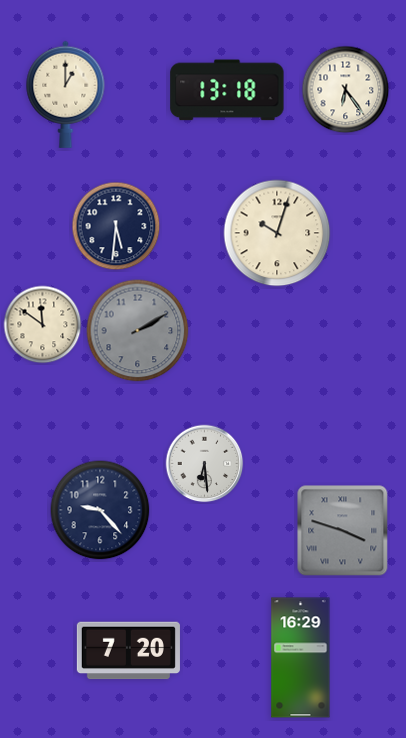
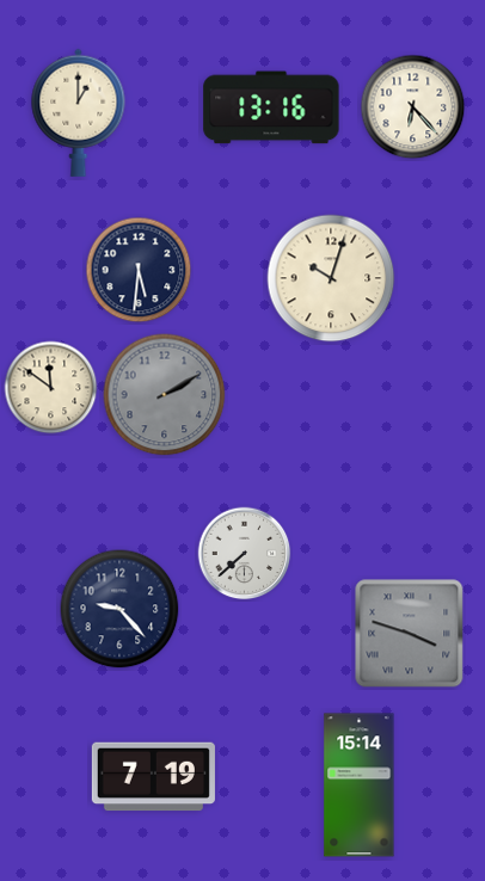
clock at (227, 90): 13:18 -> 13:16
clock at (346, 90): 6:24 -> 6:23
clock at (205, 464): 6:29 -> 7:38
clock at (128, 651): 7:20 -> 7:19
clock at (301, 658): 16:29 -> 15:14
